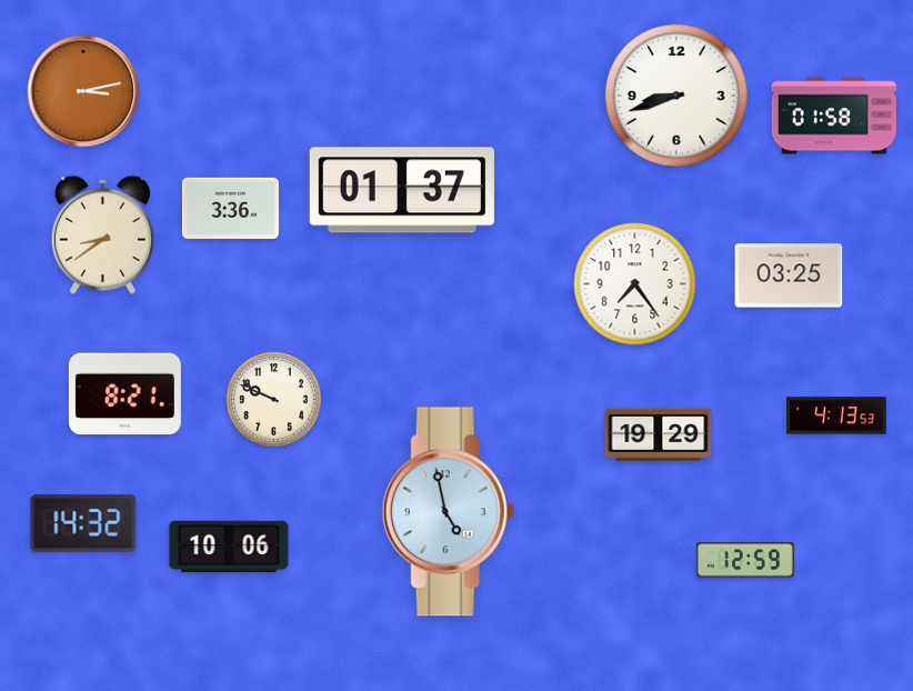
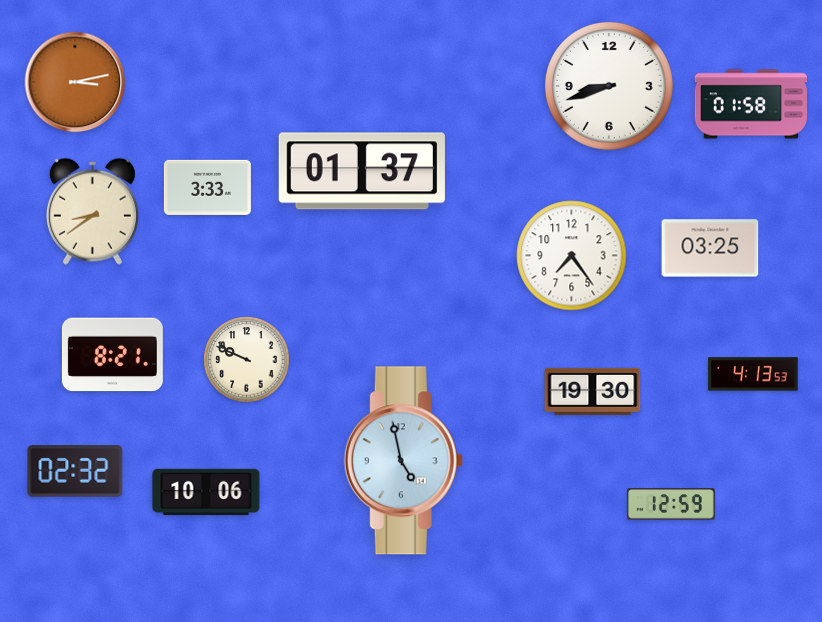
clock at (230, 208): 3:36 -> 3:33
clock at (659, 434): 19:29 -> 19:30
clock at (83, 523): 14:32 -> 02:32
